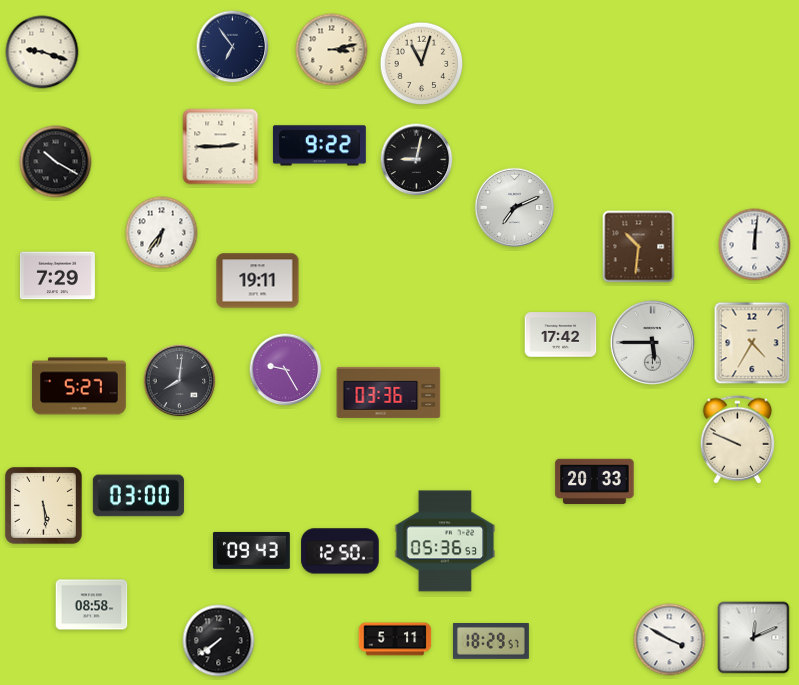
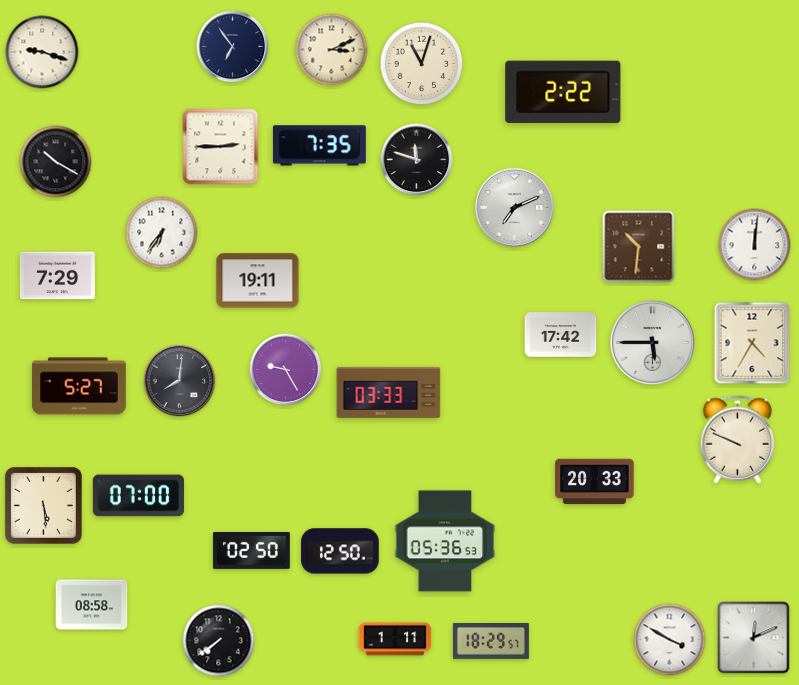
clock at (332, 50): 3:13 -> 3:11
clock at (563, 92): none -> 2:22
clock at (319, 146): 9:22 -> 7:35
clock at (417, 160): 9:02 -> 11:48
clock at (389, 392): 03:36 -> 03:33
clock at (138, 496): 03:00 -> 07:00
clock at (252, 550): 09:43 -> 02:50
clock at (395, 639): 5:11 -> 1:11
